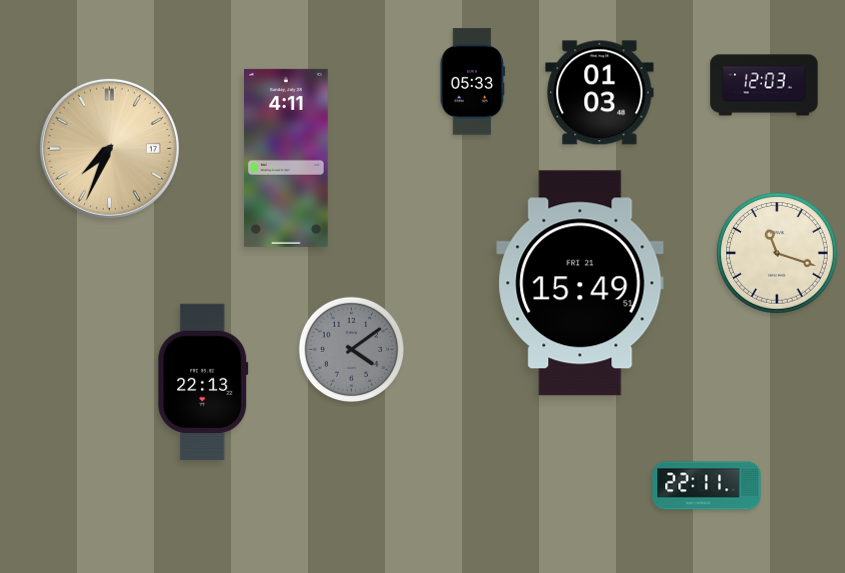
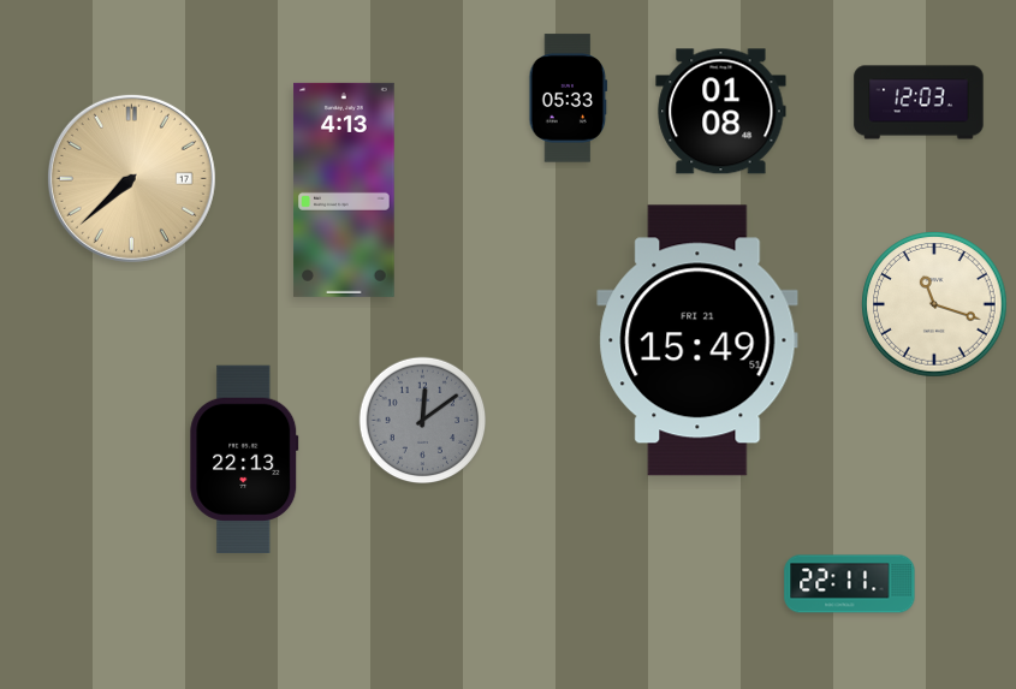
clock at (600, 93): 01:03 -> 01:08
clock at (109, 148): 7:34 -> 7:38
clock at (286, 158): 4:11 -> 4:13
clock at (352, 350): 4:09 -> 12:09
